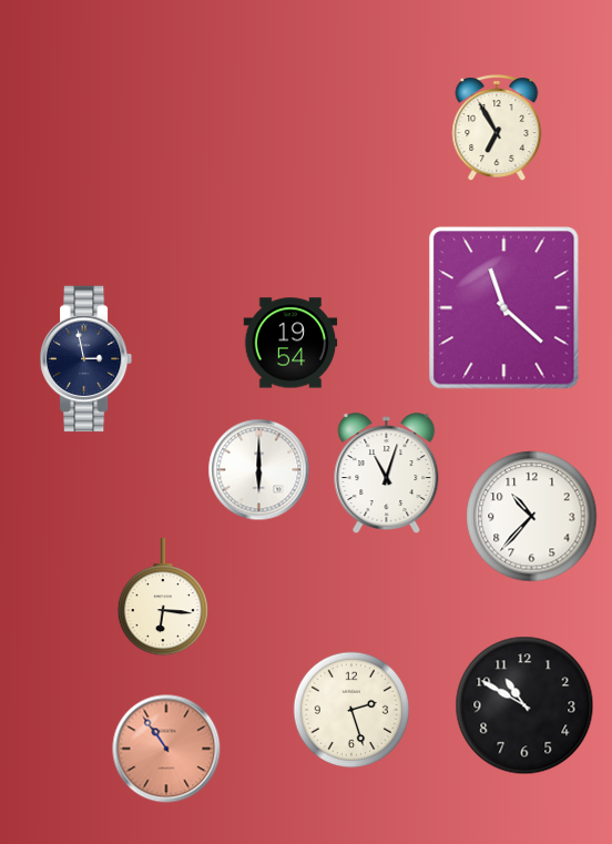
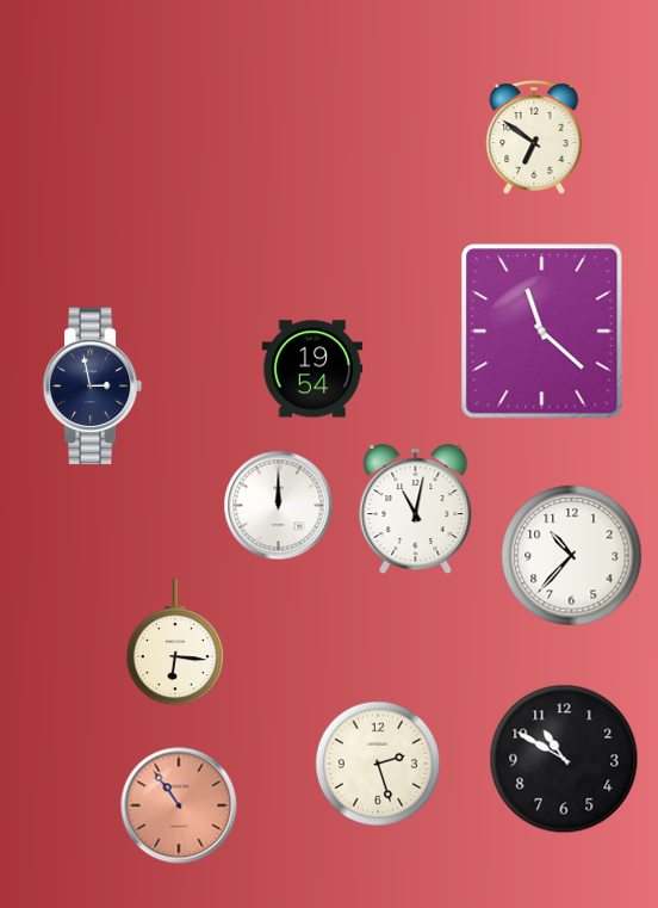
clock at (497, 128): 6:55 -> 6:51
clock at (259, 470): 6:00 -> 12:00
clock at (387, 472): 11:03 -> 11:02
